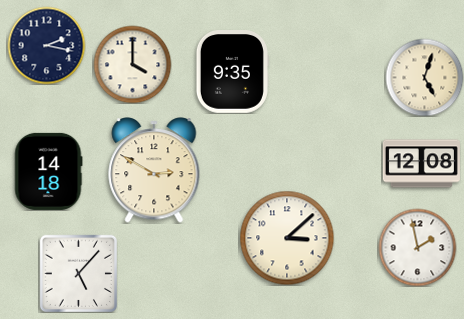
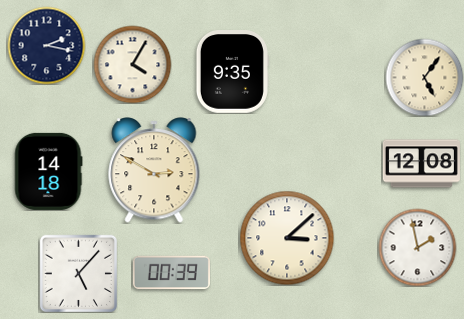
clock at (132, 64): 4:00 -> 4:05
clock at (424, 77): 5:03 -> 5:06
clock at (171, 273): none -> 00:39
